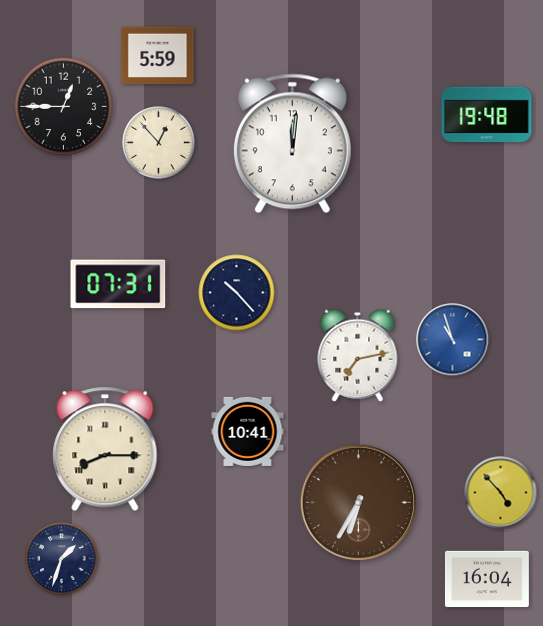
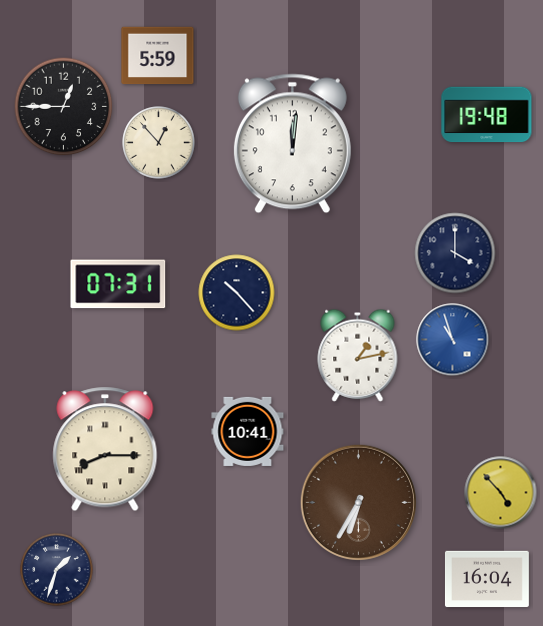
clock at (455, 253): none -> 4:00
clock at (358, 355): 7:13 -> 1:13
clock at (62, 559) position: (62, 559) -> (57, 570)
